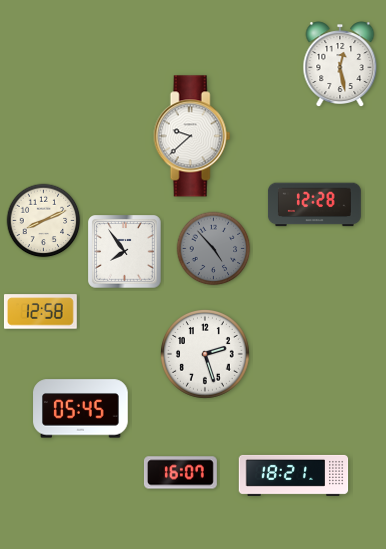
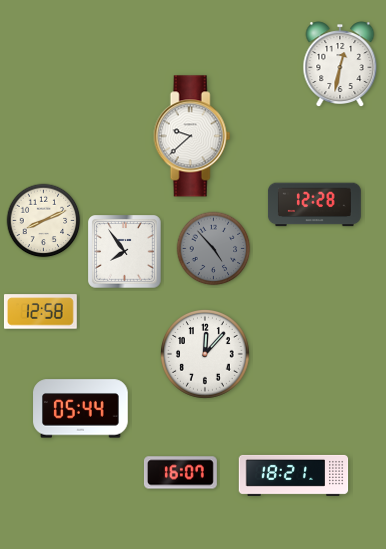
clock at (340, 64): 12:28 -> 12:32
clock at (206, 355): 2:27 -> 12:07
clock at (81, 409): 05:45 -> 05:44
